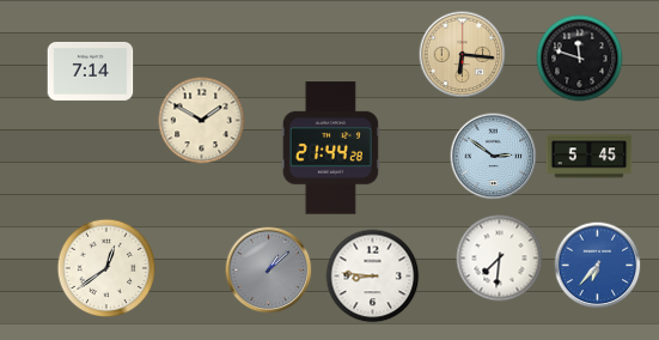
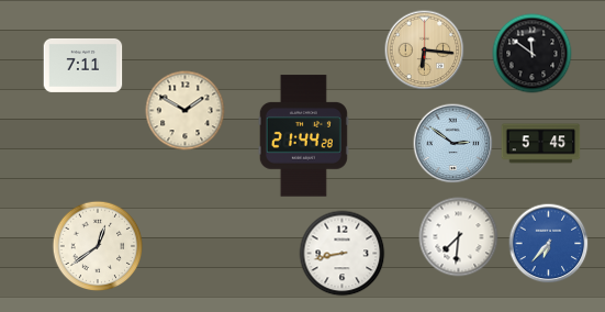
clock at (580, 59): 11:48 -> 11:51
clock at (91, 71): 7:14 -> 7:11
clock at (269, 271): 1:08 -> none
clock at (373, 277): 8:46 -> 8:43
